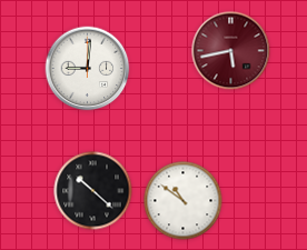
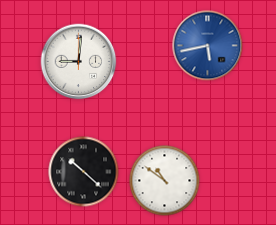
clock at (231, 51) dial: burgundy -> blue
